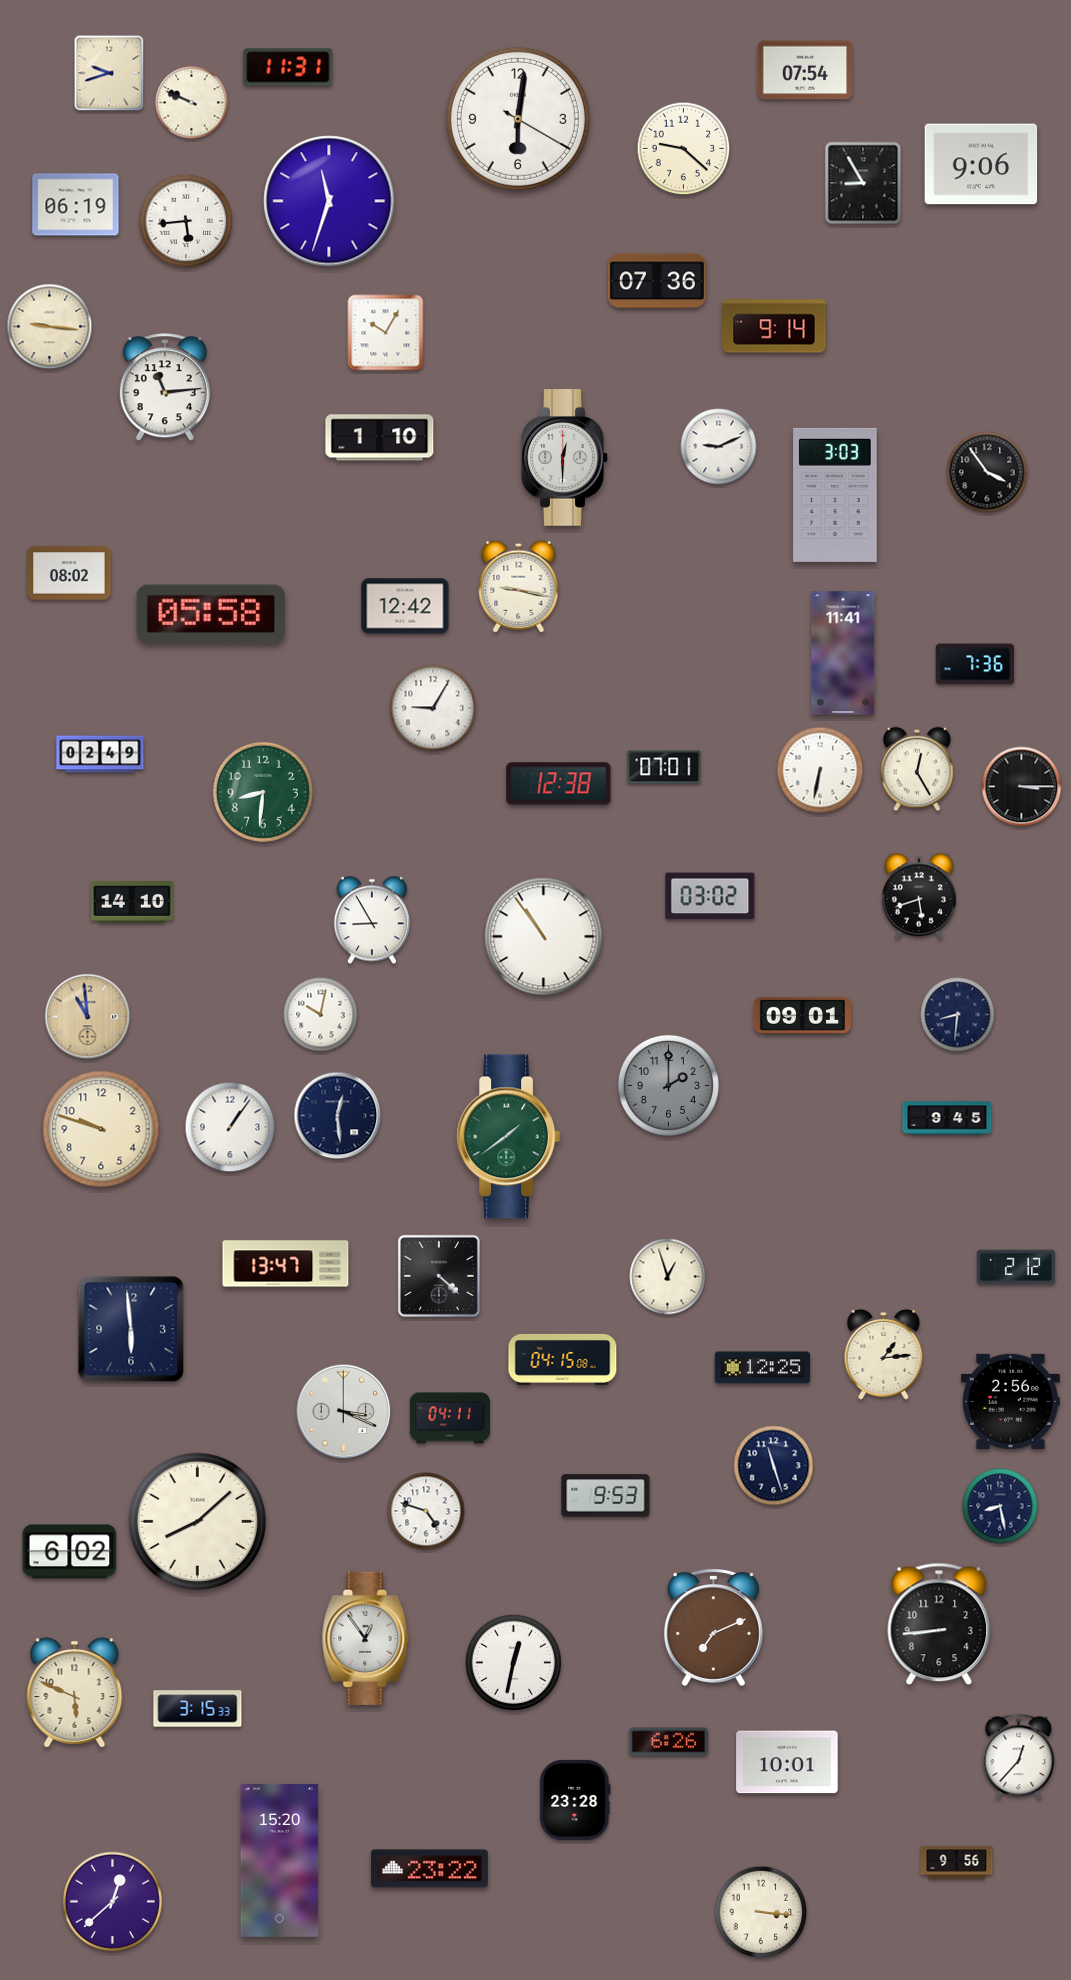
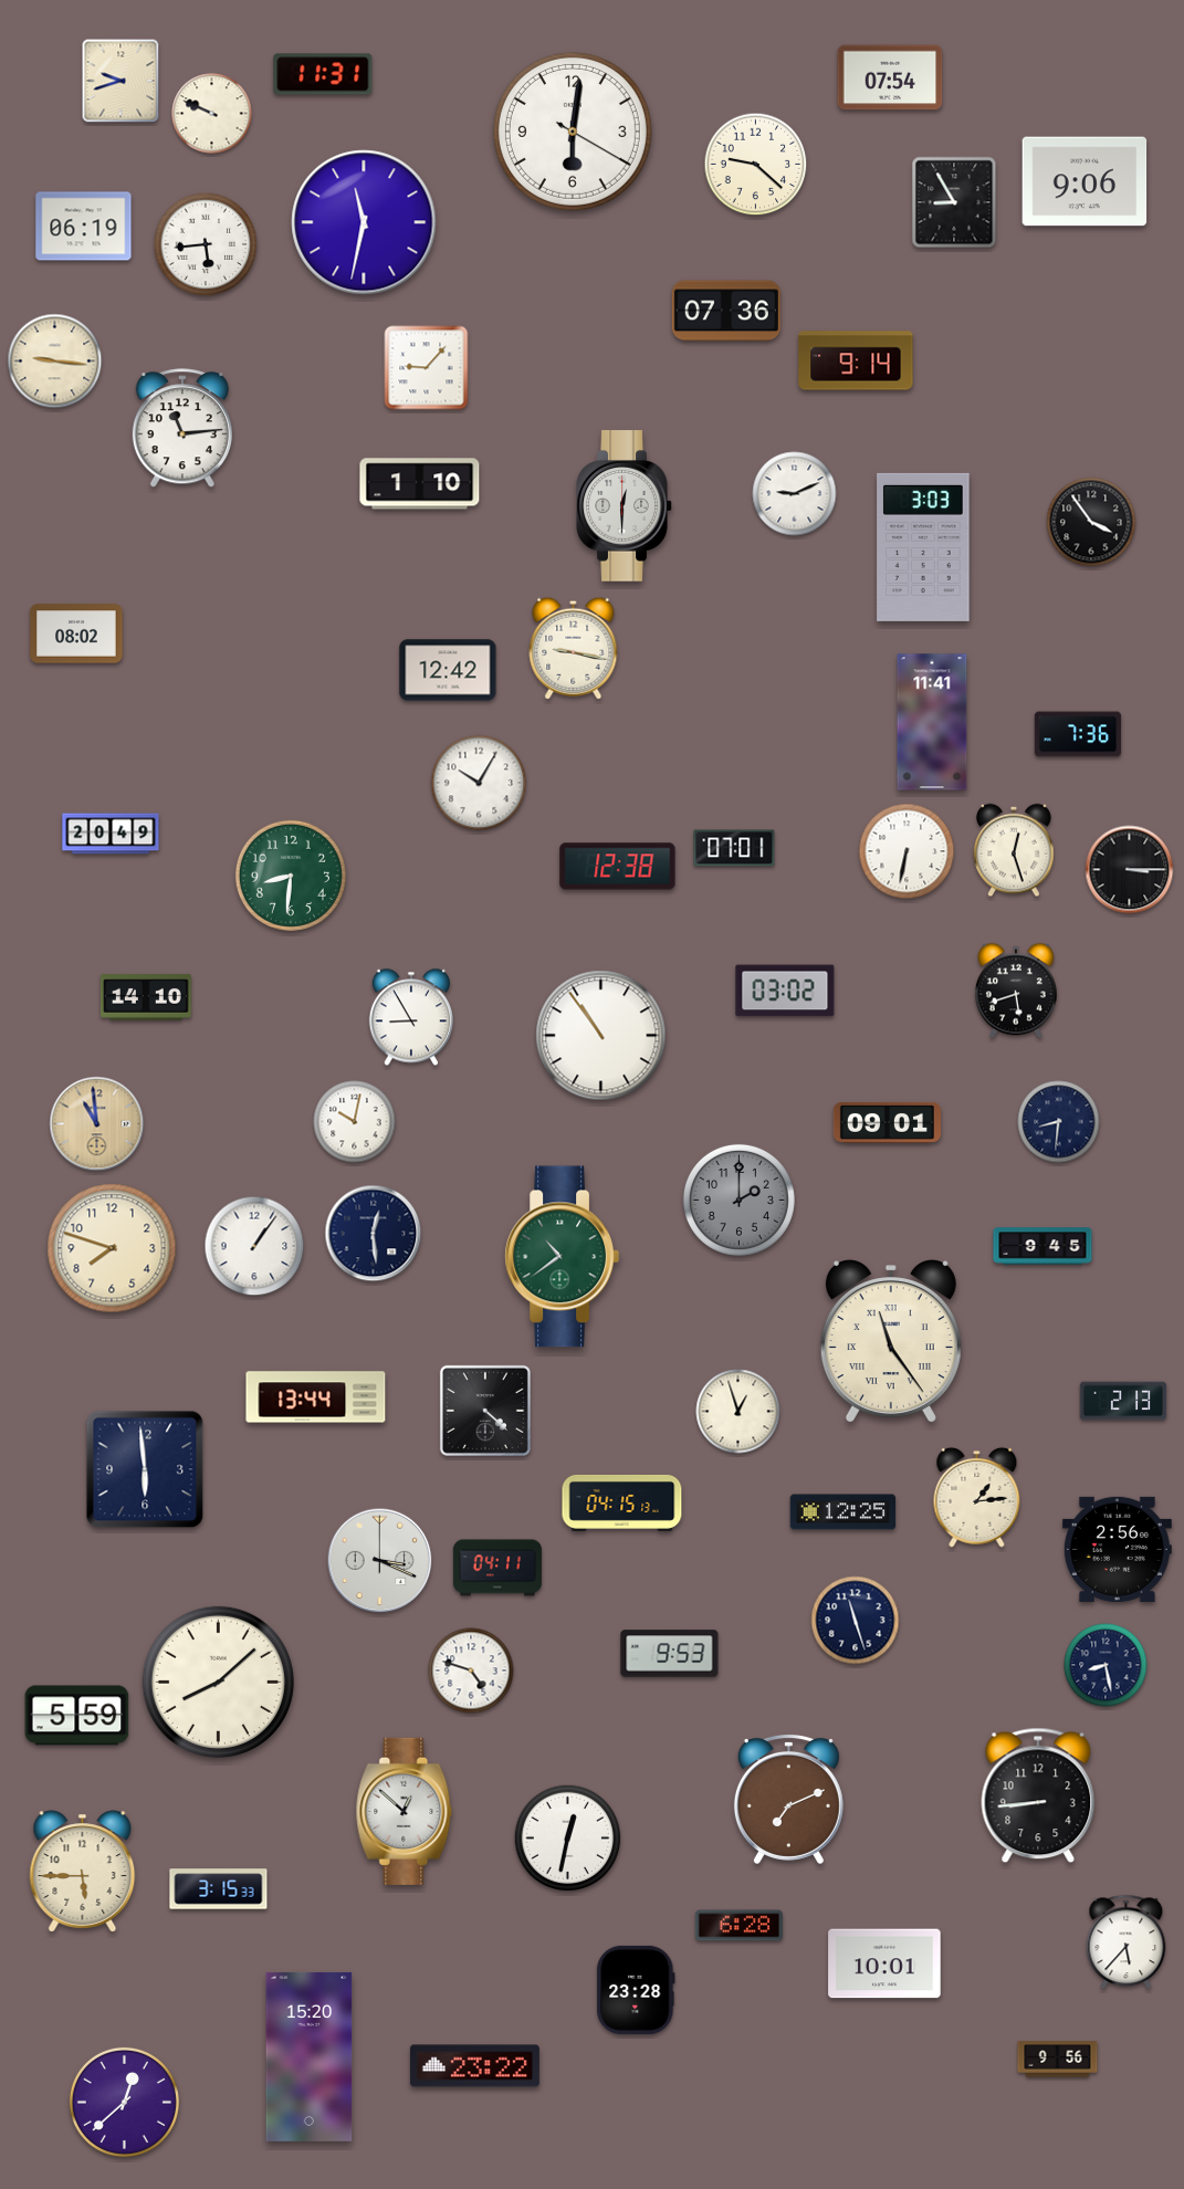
clock at (288, 67) position: (288, 67) -> (323, 74)
clock at (329, 201): 11:33 -> 11:32
clock at (386, 333): 10:05 -> 9:07
clock at (210, 614): 05:58 -> none
clock at (433, 708): 9:05 -> 10:05
clock at (100, 754): 02:49 -> 20:49
clock at (917, 769): 12:25 -> 12:27
clock at (947, 1118) position: (947, 1118) -> (1042, 1246)
clock at (101, 1129): 9:48 -> 7:48
clock at (508, 1137): 1:39 -> 10:39
clock at (891, 1341): none -> 11:24
clock at (286, 1264): 13:47 -> 13:44
clock at (1016, 1267): 2:12 -> 2:13
clock at (563, 1359): 04:15:08 -> 04:15:13
clock at (70, 1552): 6:02 -> 5:59
clock at (366, 1638): 12:54 -> 12:52
clock at (75, 1693): 5:49 -> 5:45
clock at (668, 1742): 6:26 -> 6:28
clock at (1019, 1757): 12:37 -> 5:37
clock at (787, 1762) position: (787, 1762) -> (884, 1963)
clock at (761, 1912): 3:16 -> none
